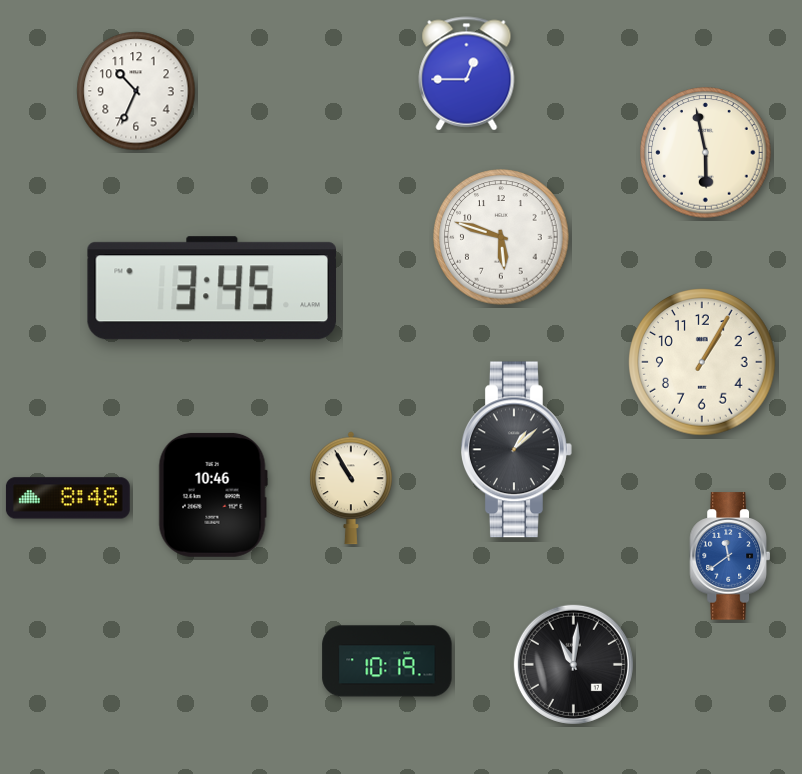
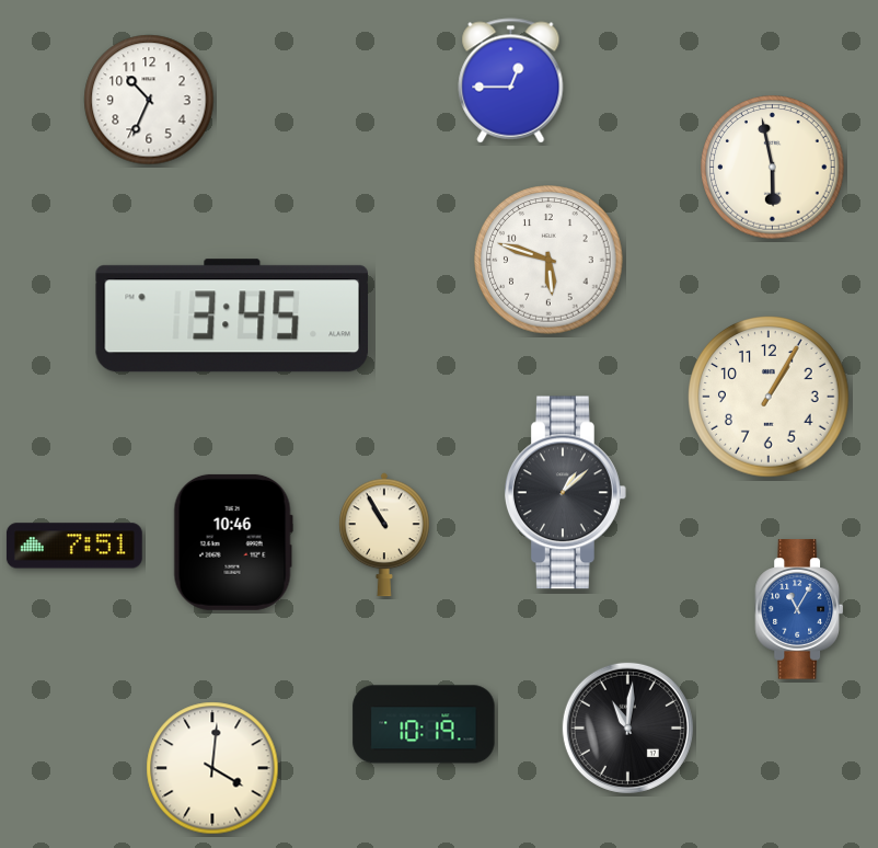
clock at (68, 498): 8:48 -> 7:51
clock at (729, 556): 11:39 -> 11:05
clock at (212, 768): none -> 4:01
